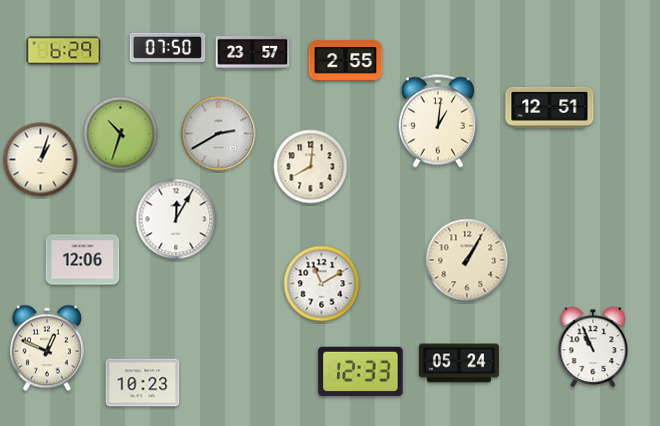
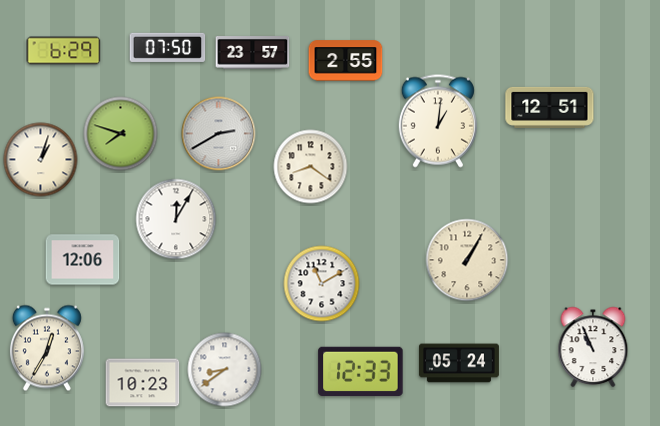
clock at (121, 134): 10:33 -> 7:48
clock at (311, 167): 8:01 -> 8:21
clock at (47, 348): 12:49 -> 12:35
clock at (225, 370): none -> 8:39
